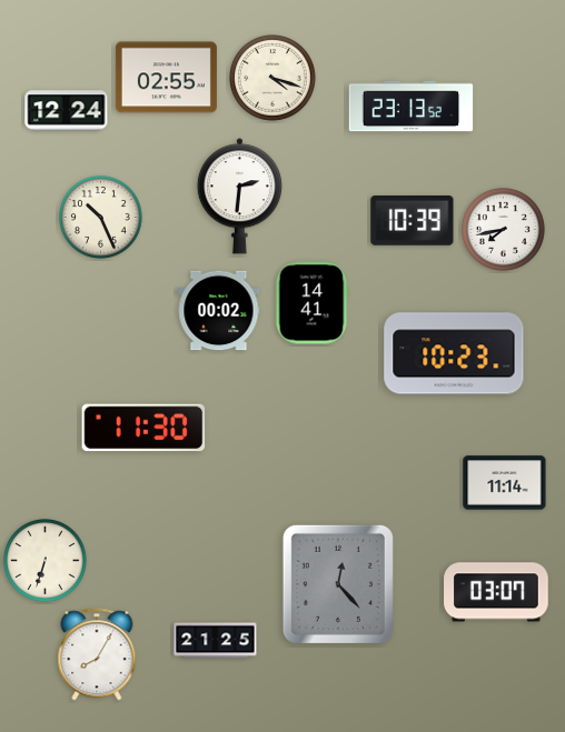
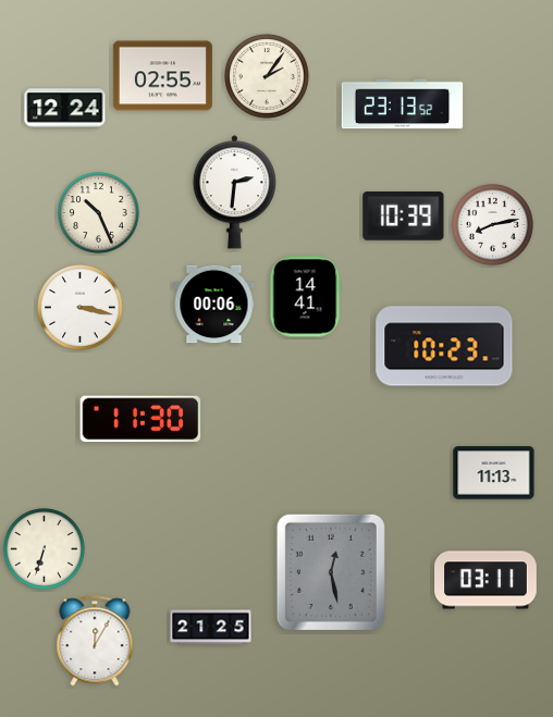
clock at (274, 79): 4:18 -> 2:06
clock at (504, 230): 7:43 -> 8:13
clock at (219, 311): 00:02 -> 00:06
clock at (81, 308): none -> 3:17
clock at (505, 483): 11:14 -> 11:13
clock at (338, 584): 12:23 -> 12:28
clock at (496, 592): 03:07 -> 03:11
clock at (97, 654): 8:05 -> 12:05
